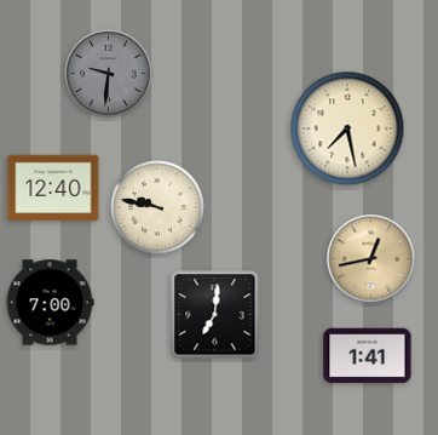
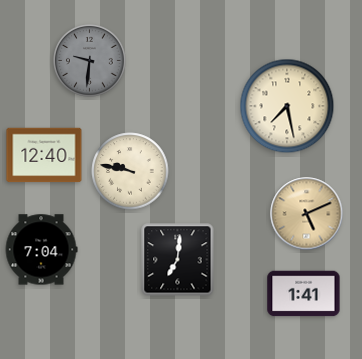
clock at (371, 259): 12:43 -> 5:11
clock at (50, 303): 7:00 -> 7:04
